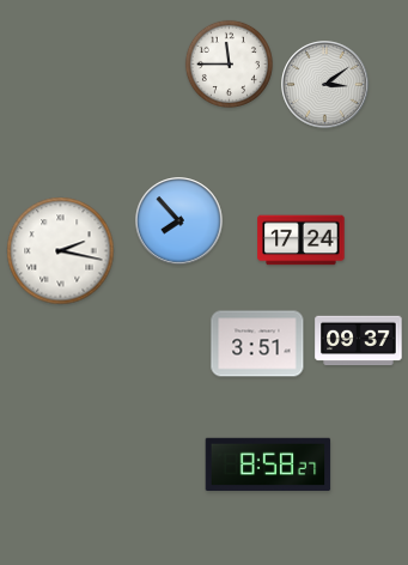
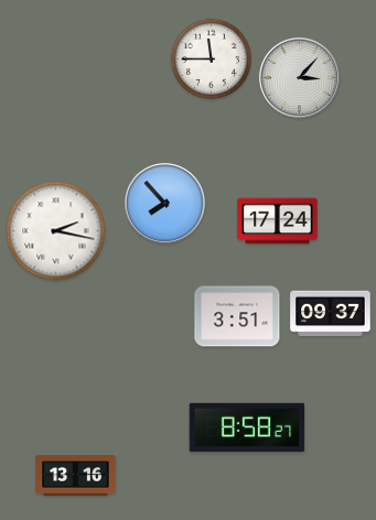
clock at (325, 85): 3:09 -> 3:07
clock at (76, 476): none -> 13:16
